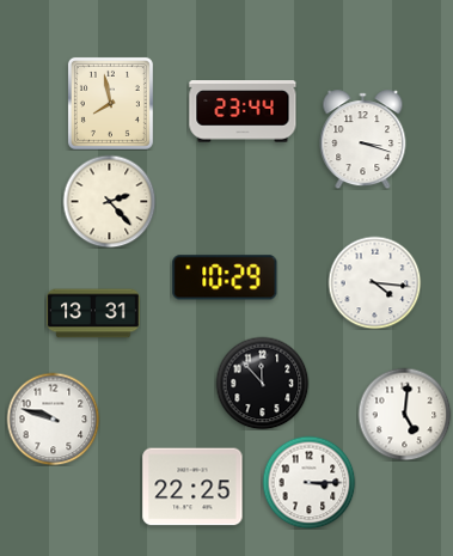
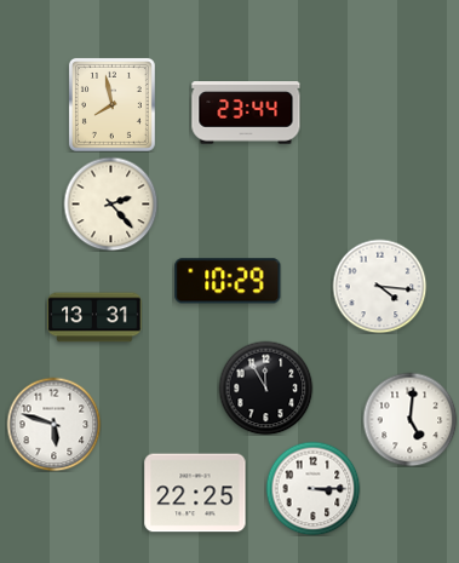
clock at (363, 140): 3:18 -> none
clock at (262, 383): 11:53 -> 11:55
clock at (53, 418): 9:48 -> 5:48
